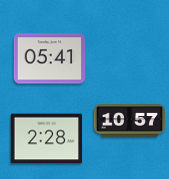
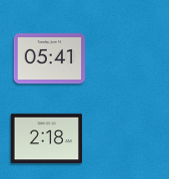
clock at (130, 121): 10:57 -> none
clock at (47, 139): 2:28 -> 2:18
